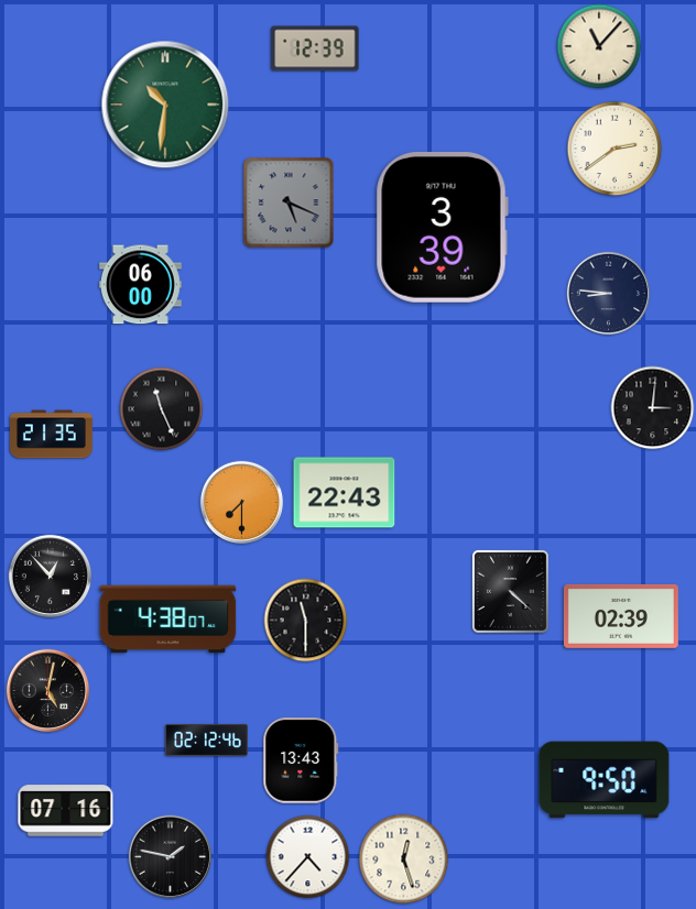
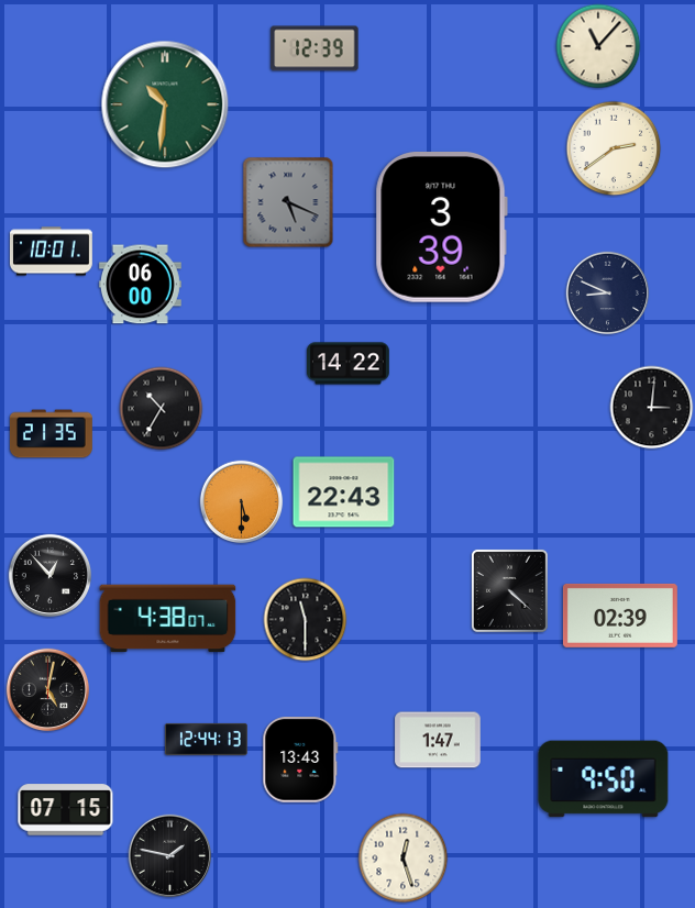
clock at (51, 252): none -> 10:01
clock at (609, 294): 8:46 -> 8:49
clock at (347, 364): none -> 14:22
clock at (162, 409): 11:26 -> 10:35
clock at (242, 503): 7:30 -> 5:30
clock at (206, 740): 02:12 -> 12:44
clock at (438, 740): none -> 1:47
clock at (66, 811): 07:16 -> 07:15
clock at (308, 857): 4:37 -> none
